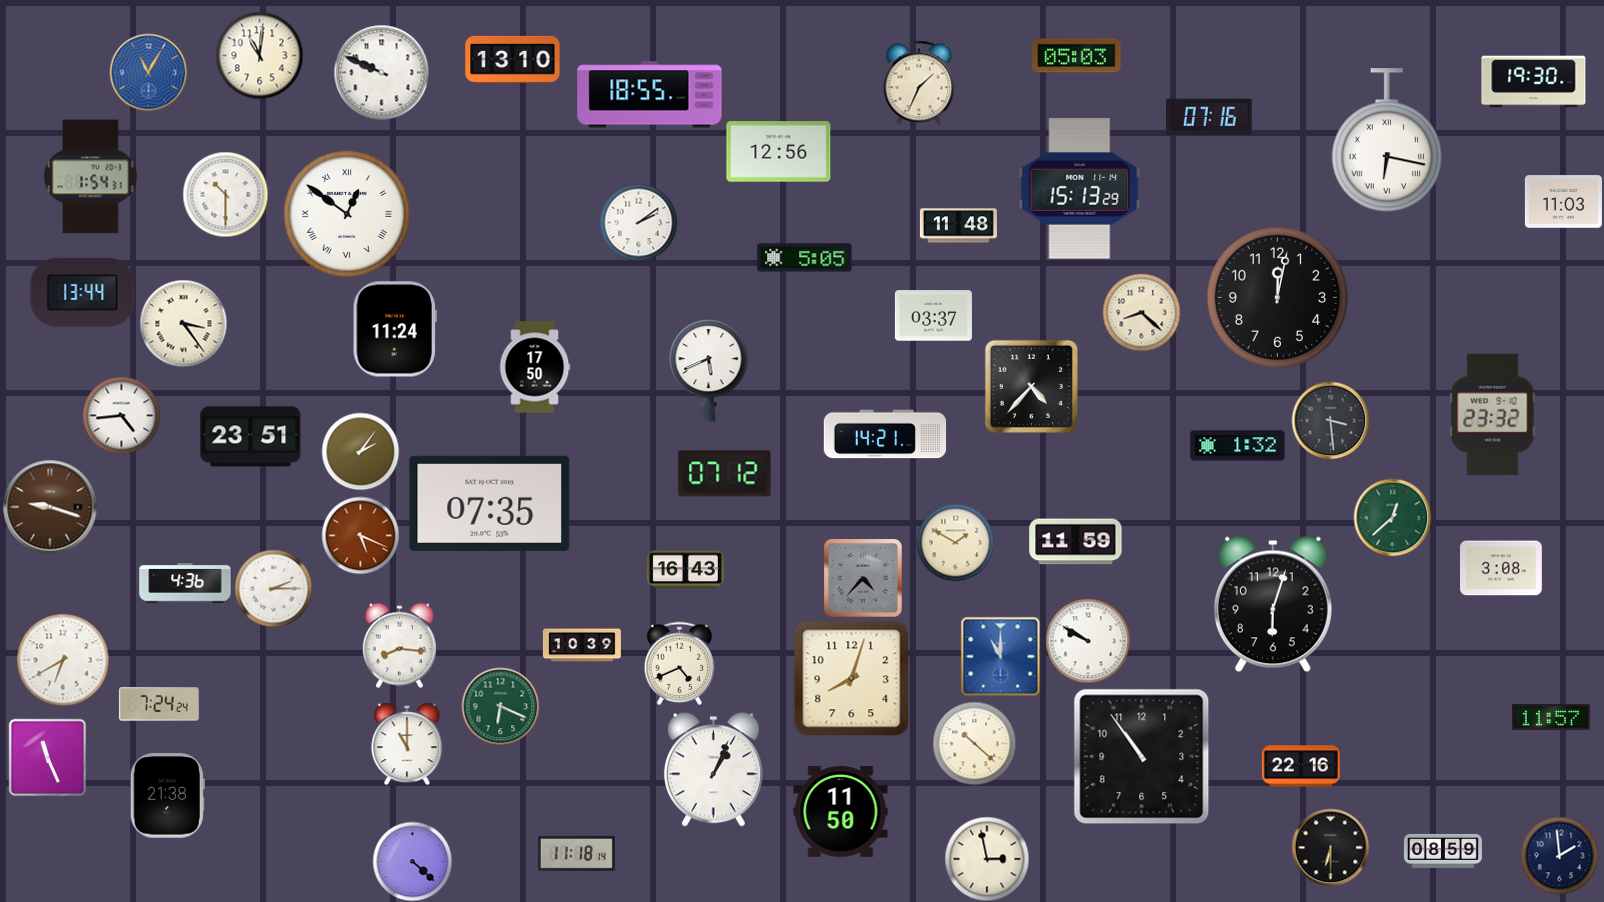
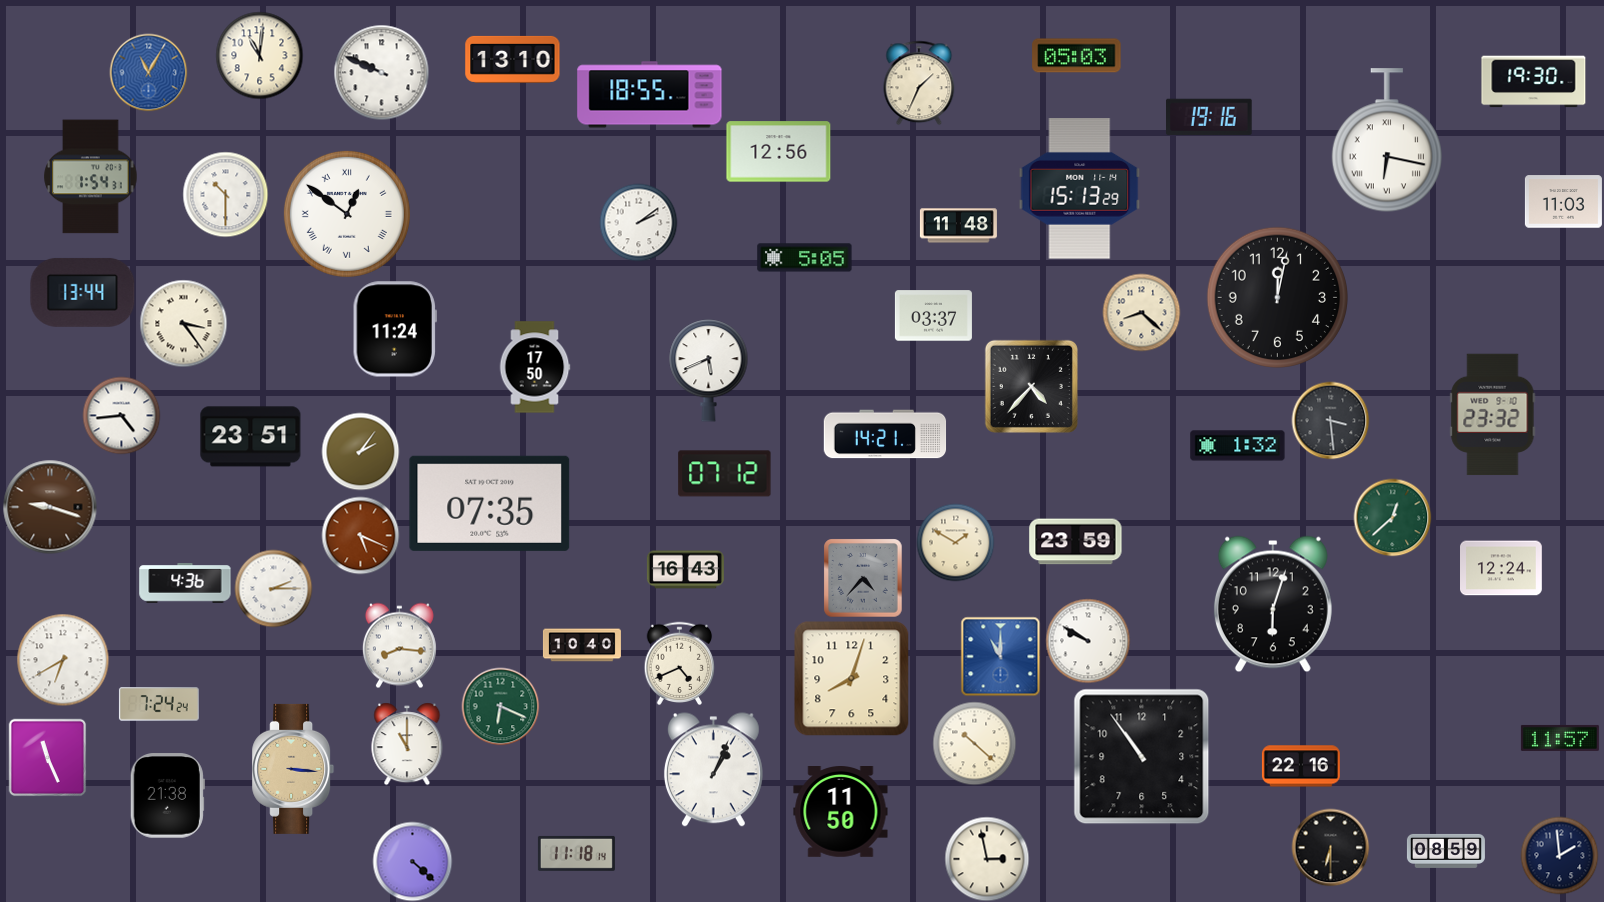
clock at (1210, 117): 07:16 -> 19:16
clock at (1076, 542): 11:59 -> 23:59
clock at (1502, 568): 3:08 -> 12:24
clock at (582, 645): 10:39 -> 10:40
clock at (1551, 717) position: (1551, 717) -> (1560, 738)
clock at (293, 769): none -> 3:16
clock at (1443, 851) position: (1443, 851) -> (1446, 851)
